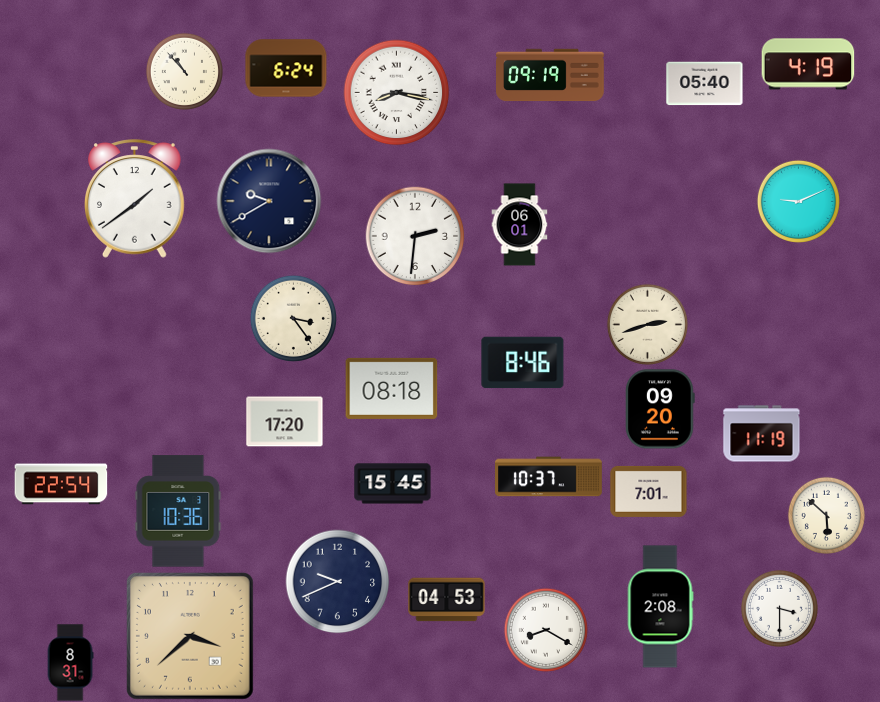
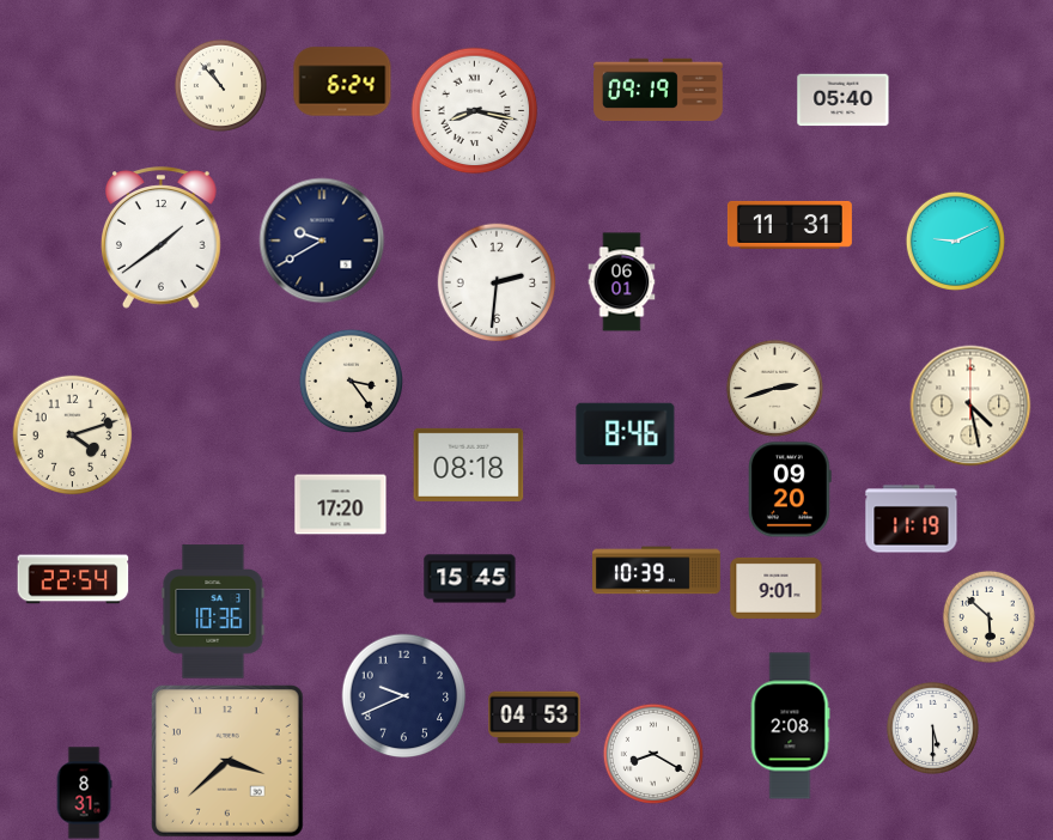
clock at (808, 64): 4:19 -> none
clock at (790, 225): none -> 11:31
clock at (520, 225) position: (520, 225) -> (622, 282)
clock at (970, 406): none -> 4:28
clock at (73, 436): none -> 4:12
clock at (549, 477): 10:37 -> 10:39
clock at (649, 491): 7:01 -> 9:01
clock at (779, 608): 3:30 -> 5:30
